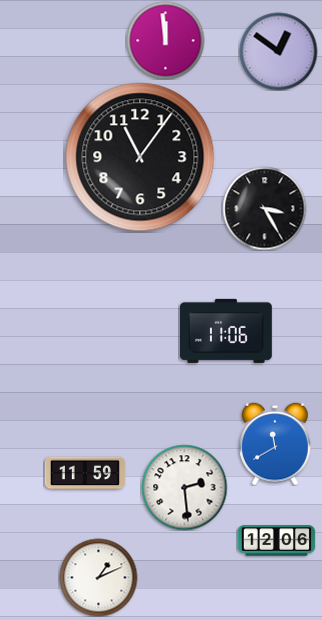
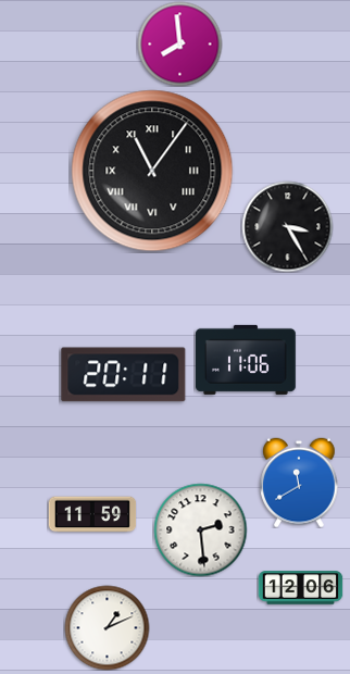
clock at (165, 40): 11:59 -> 7:59
clock at (278, 51): 12:51 -> none
clock at (140, 157) numerals: Arabic -> Roman
clock at (124, 375): none -> 20:11
